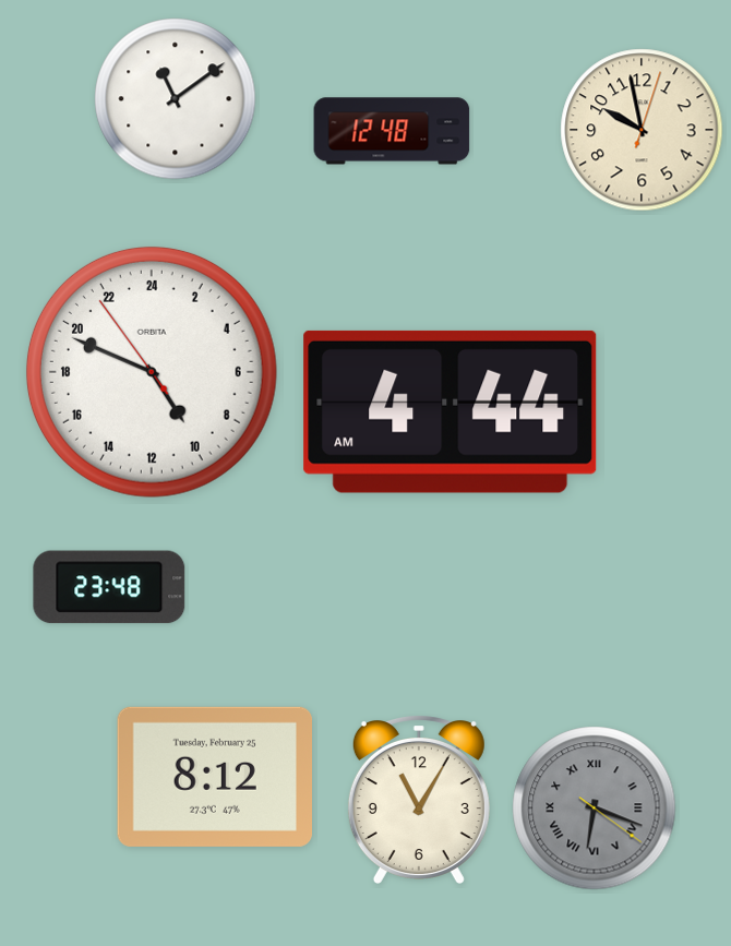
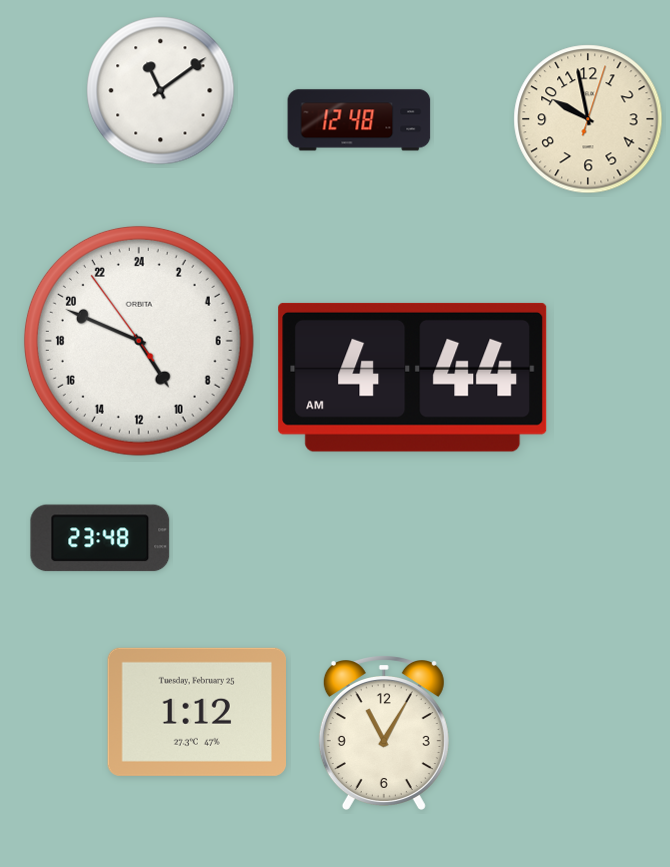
clock at (214, 777): 8:12 -> 1:12
clock at (595, 809): 6:18 -> none
